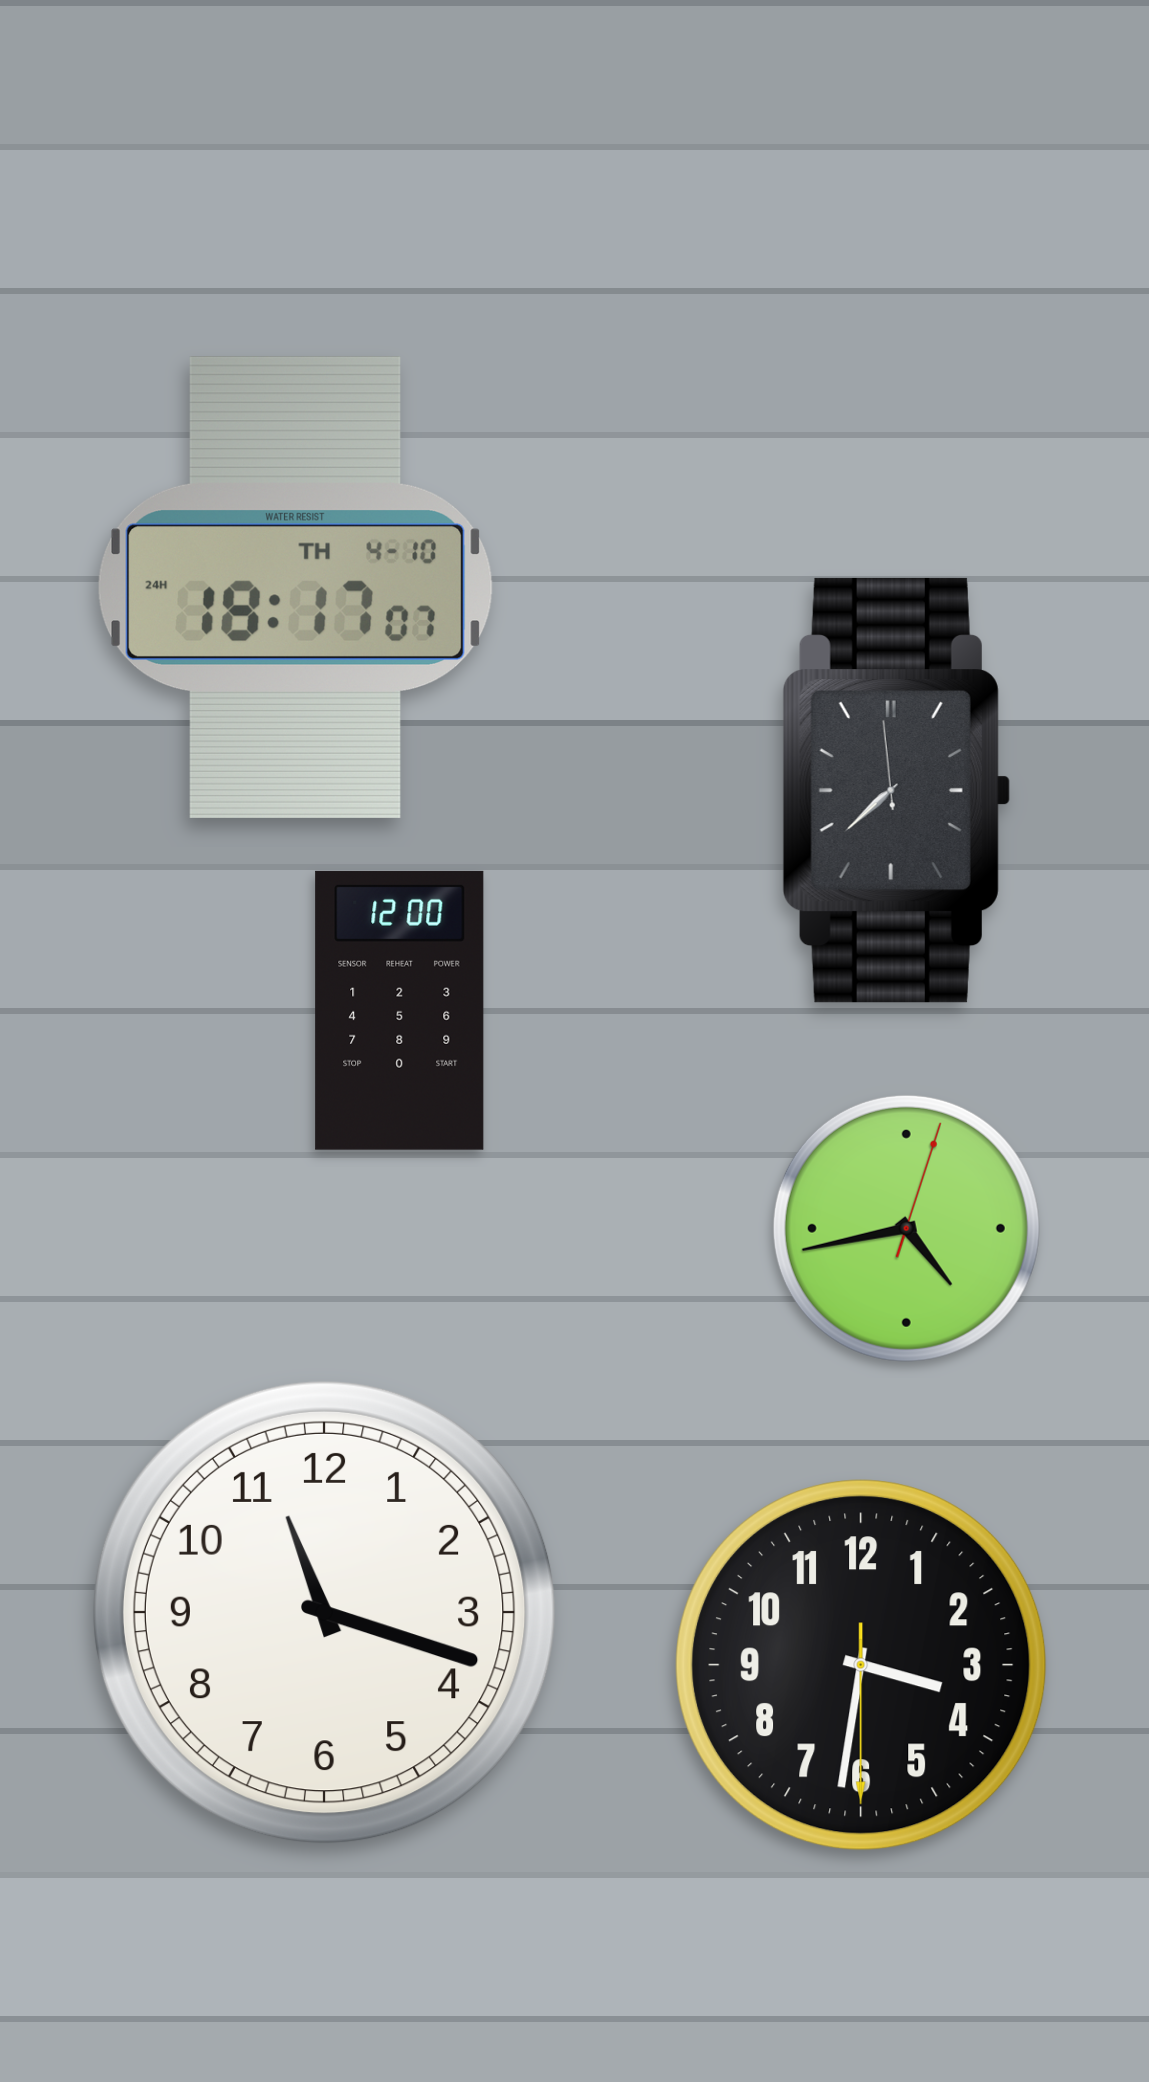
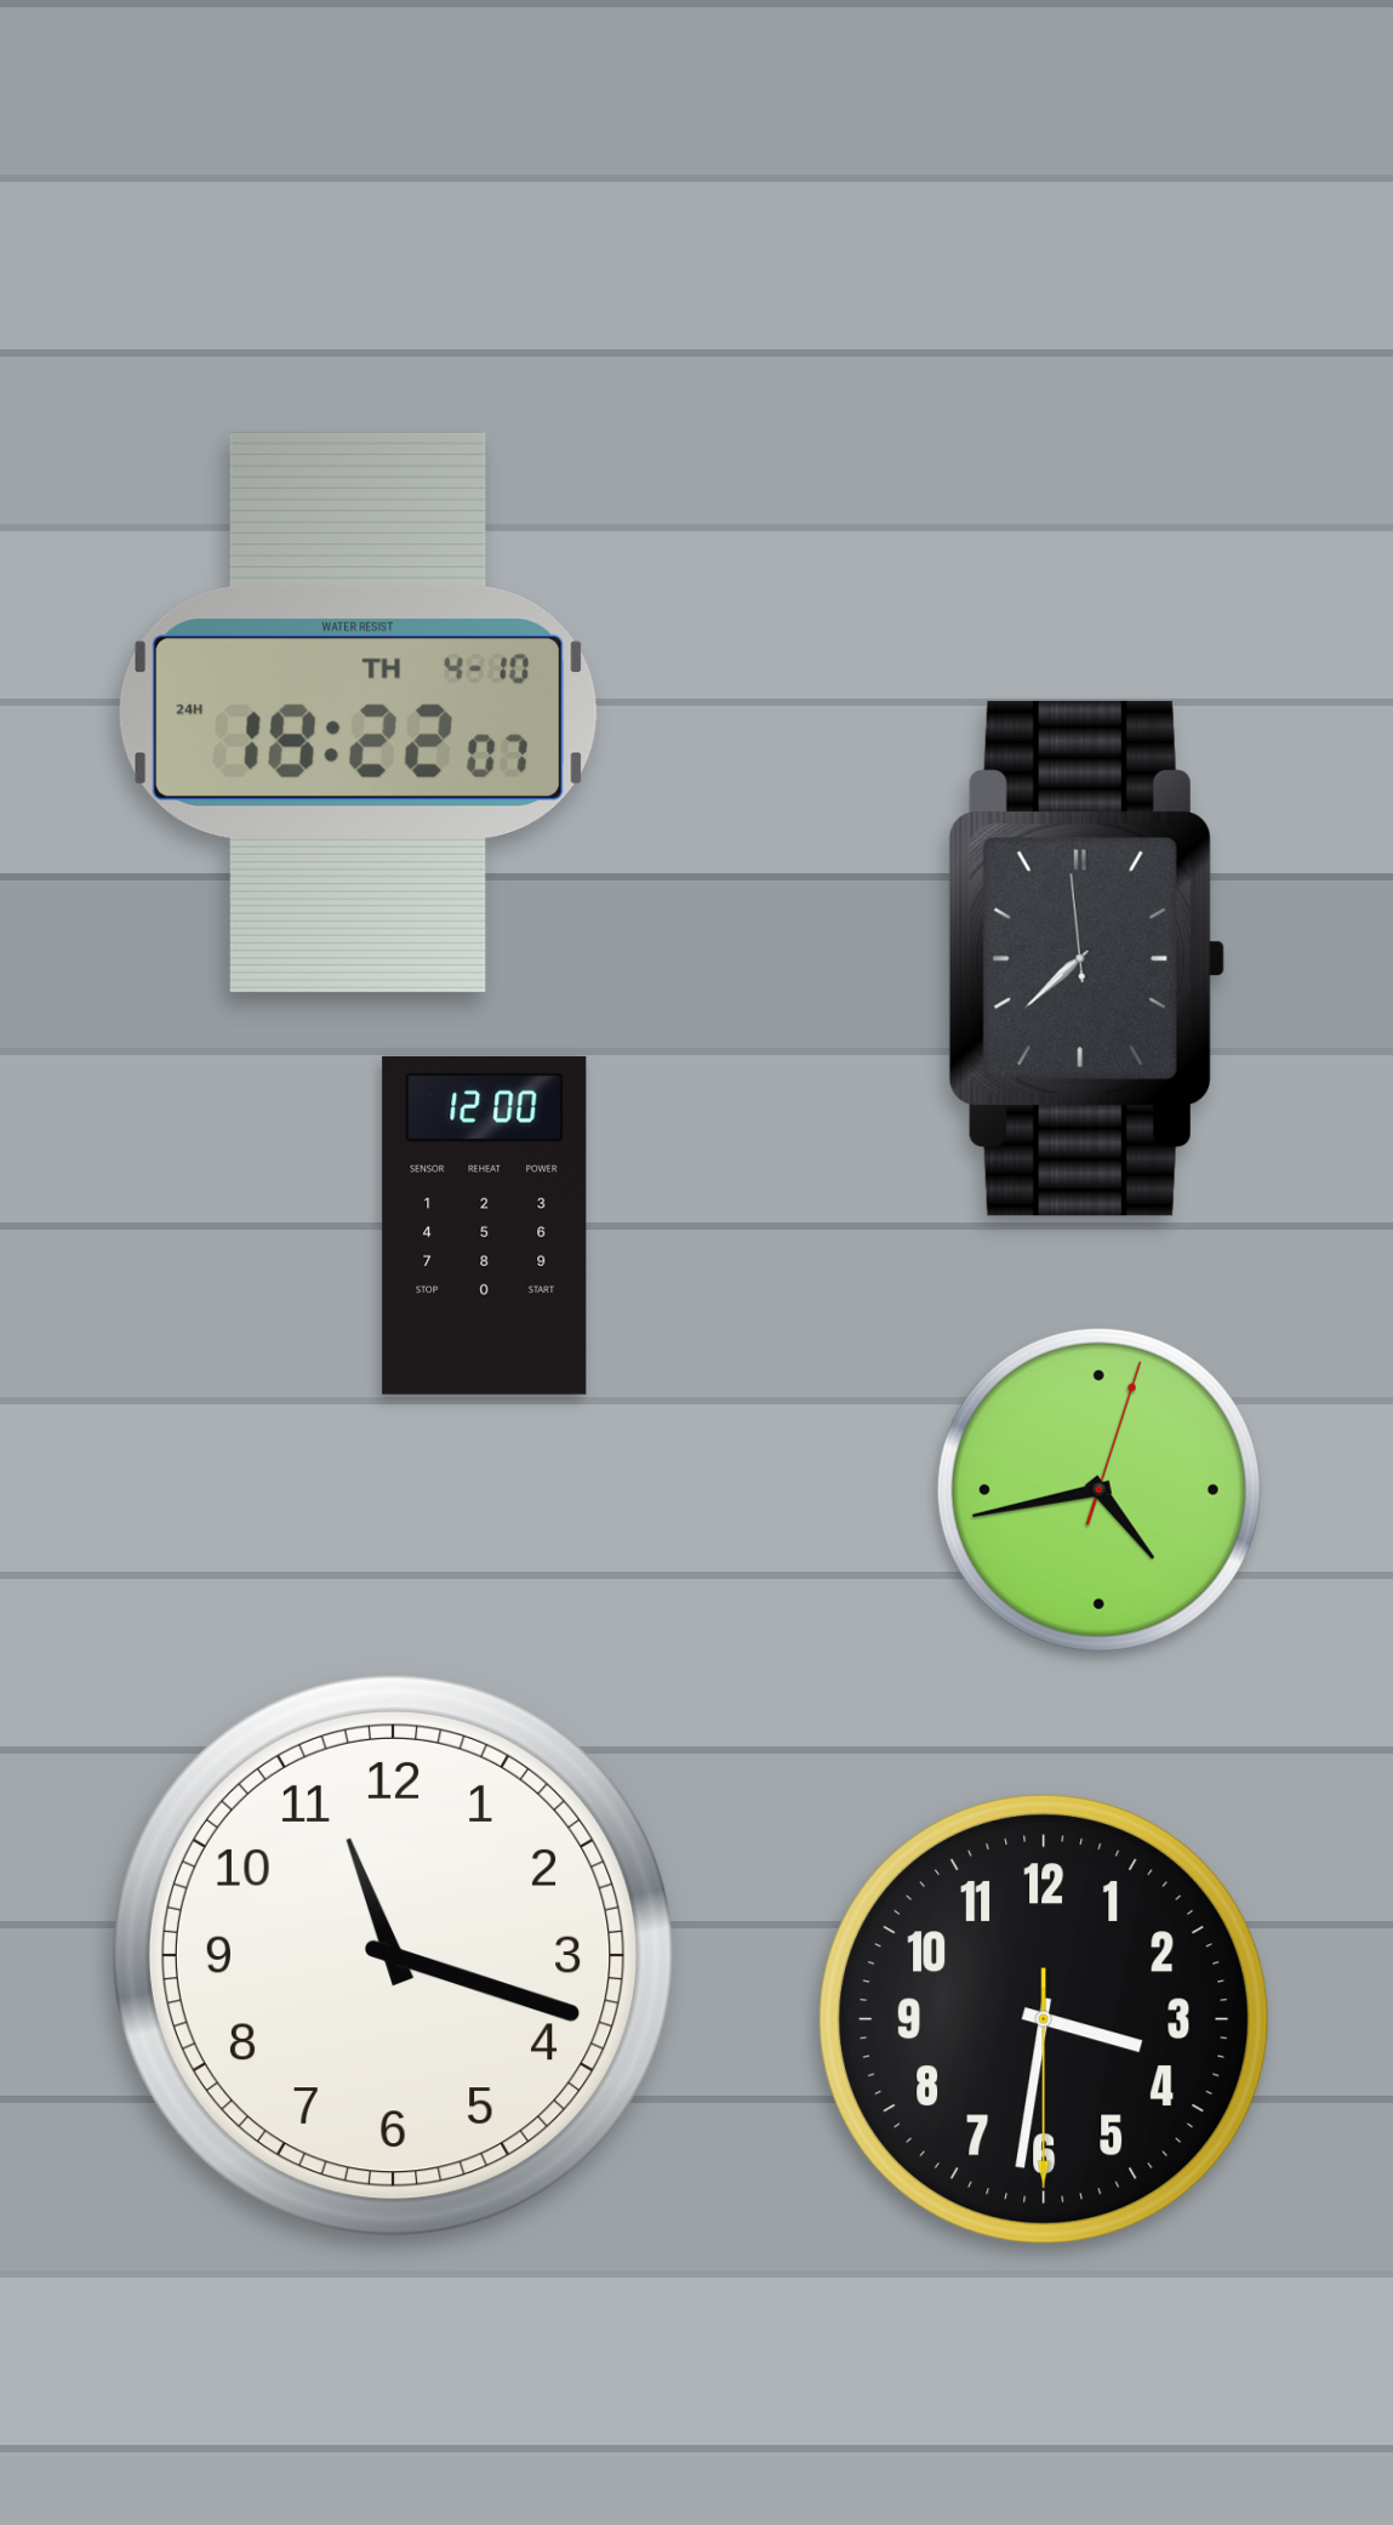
clock at (295, 587): 18:17 -> 18:22
